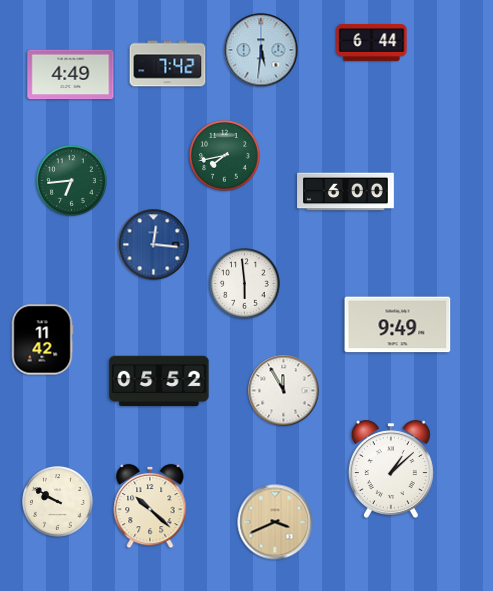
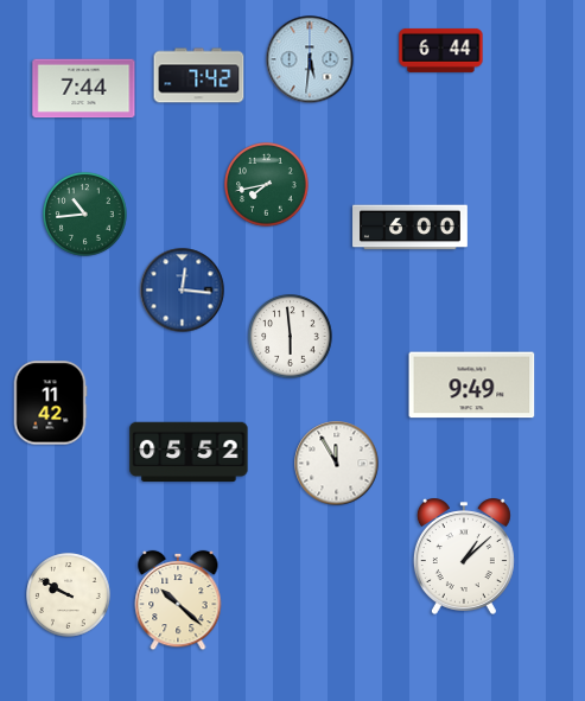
clock at (71, 75): 4:49 -> 7:44
clock at (72, 181): 6:44 -> 10:44
clock at (275, 522): 3:41 -> none
